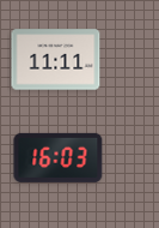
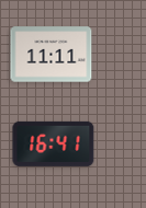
clock at (59, 157): 16:03 -> 16:41
